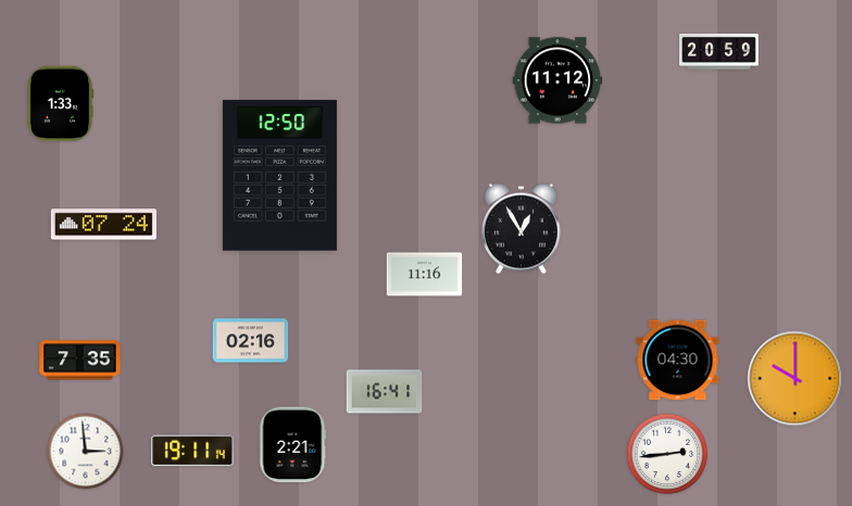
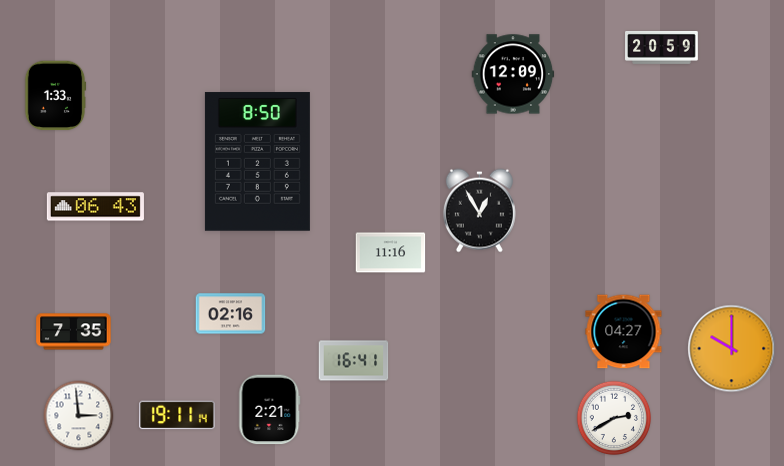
clock at (557, 80): 11:12 -> 12:09
clock at (279, 176): 12:50 -> 8:50
clock at (103, 225): 07:24 -> 06:43
clock at (678, 360): 04:30 -> 04:27
clock at (667, 454): 2:44 -> 2:40
